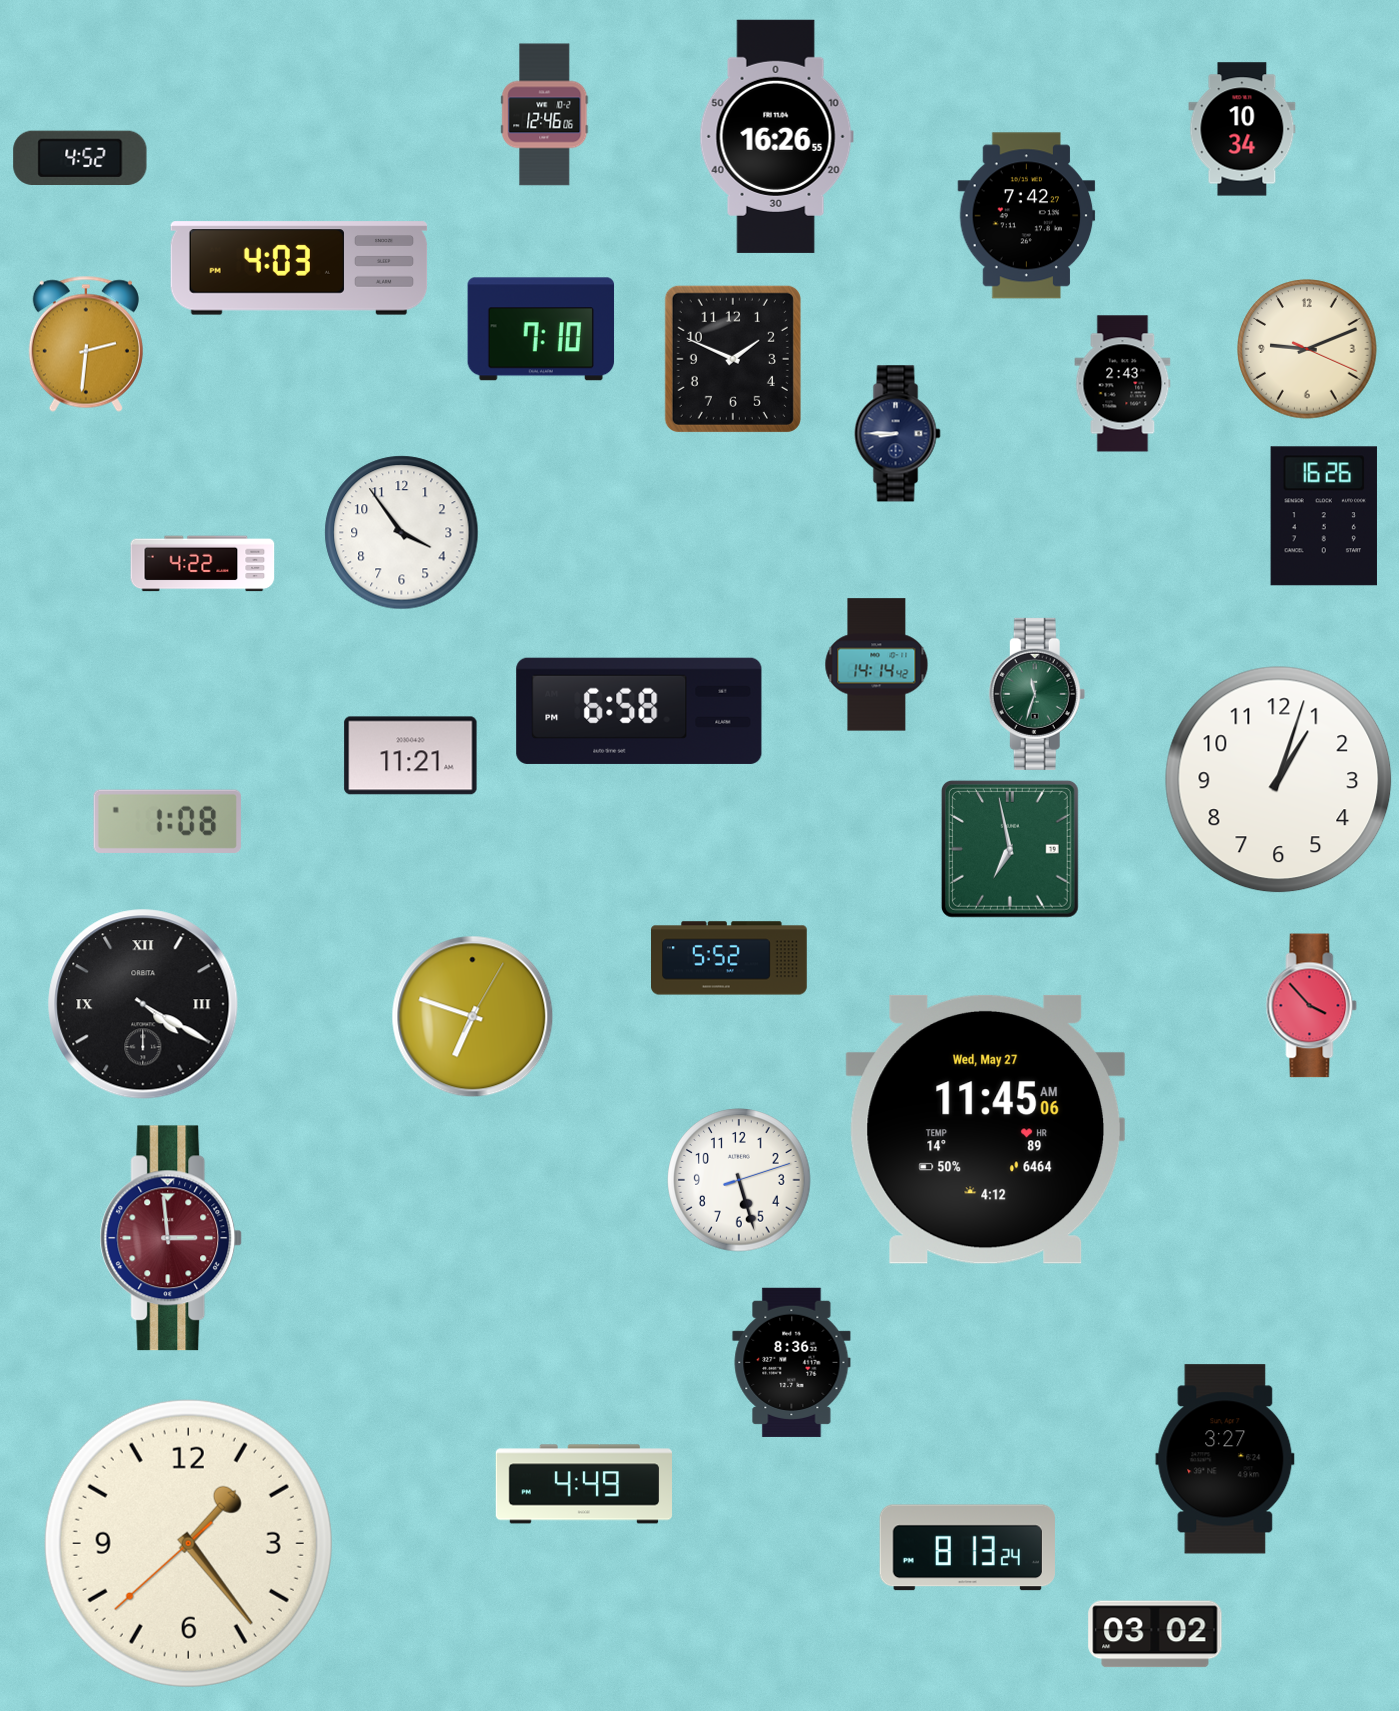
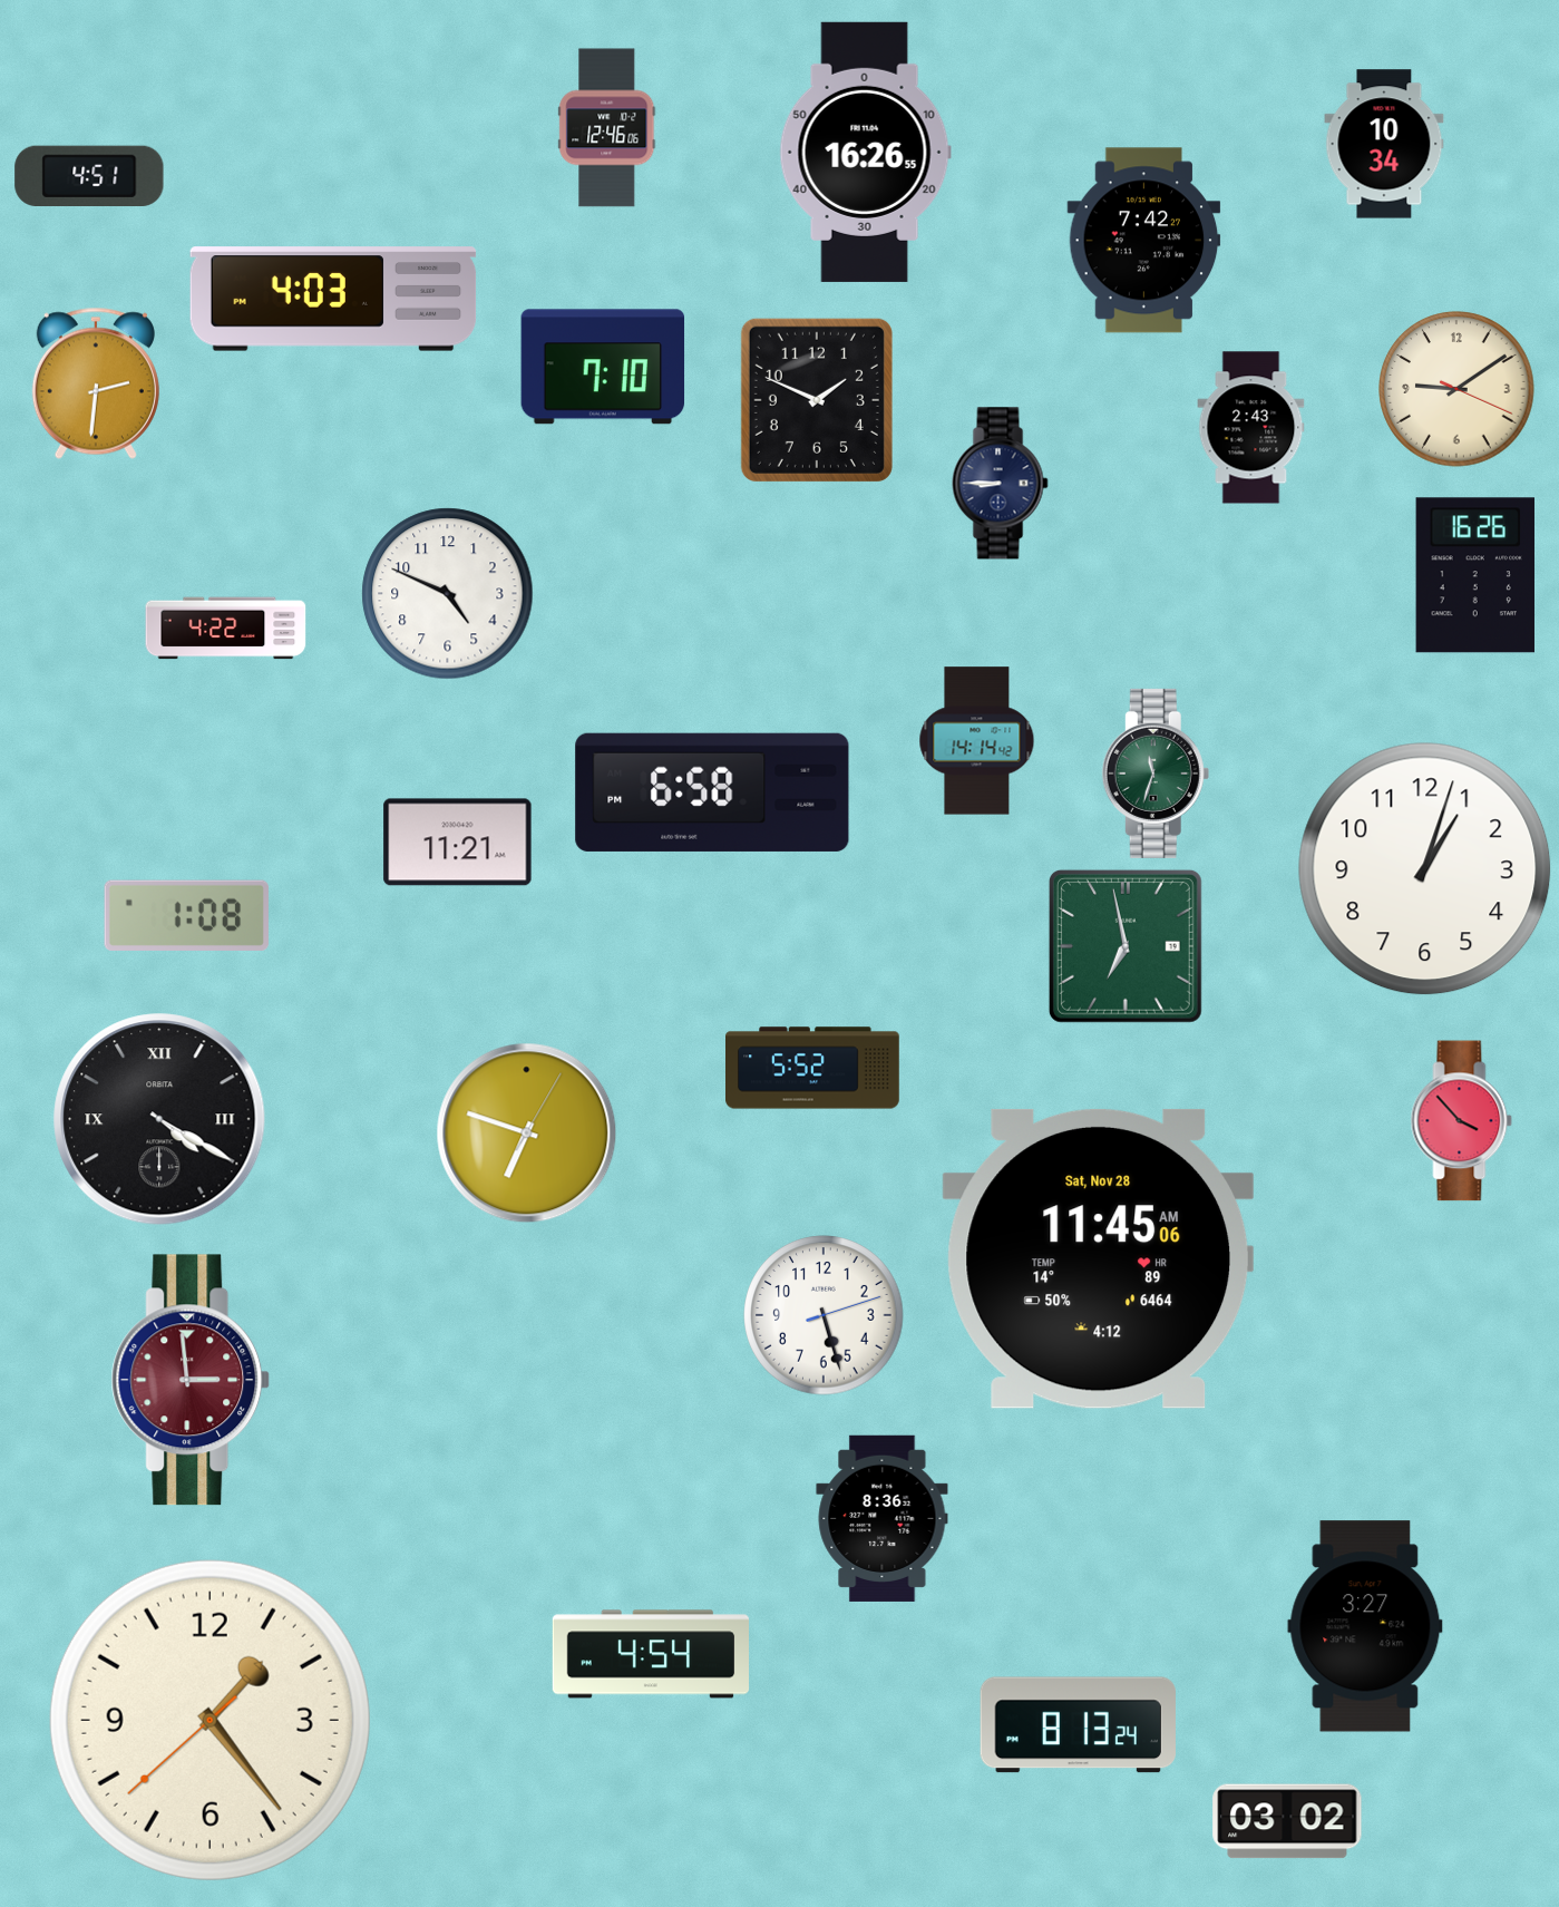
clock at (80, 157): 4:52 -> 4:51
clock at (1307, 349): 9:11 -> 9:09
clock at (402, 533): 3:54 -> 4:49
clock at (986, 1129) date: Wed, May 27 -> Sat, Nov 28
clock at (583, 1484): 4:49 -> 4:54
